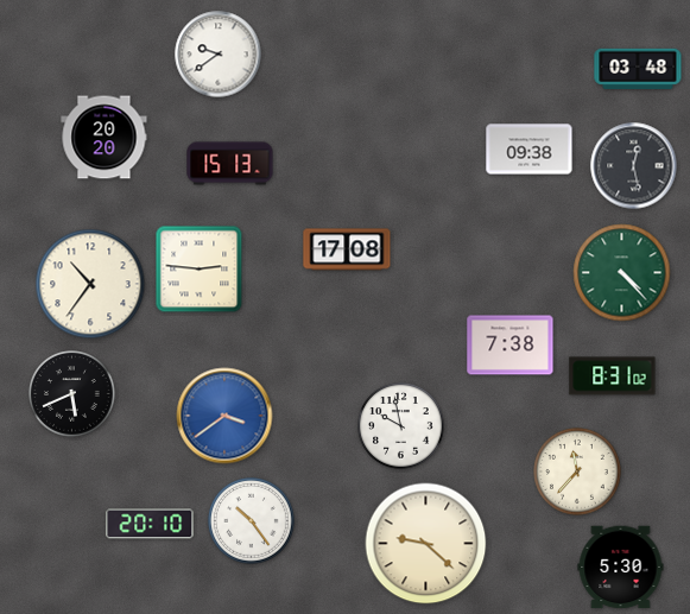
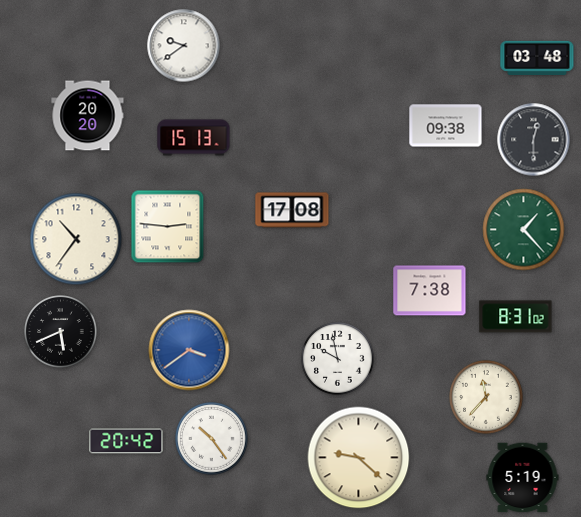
clock at (634, 166): 12:28 -> 12:30
clock at (622, 273): 4:23 -> 1:23
clock at (150, 524): 20:10 -> 20:42
clock at (621, 568): 5:30 -> 5:19
